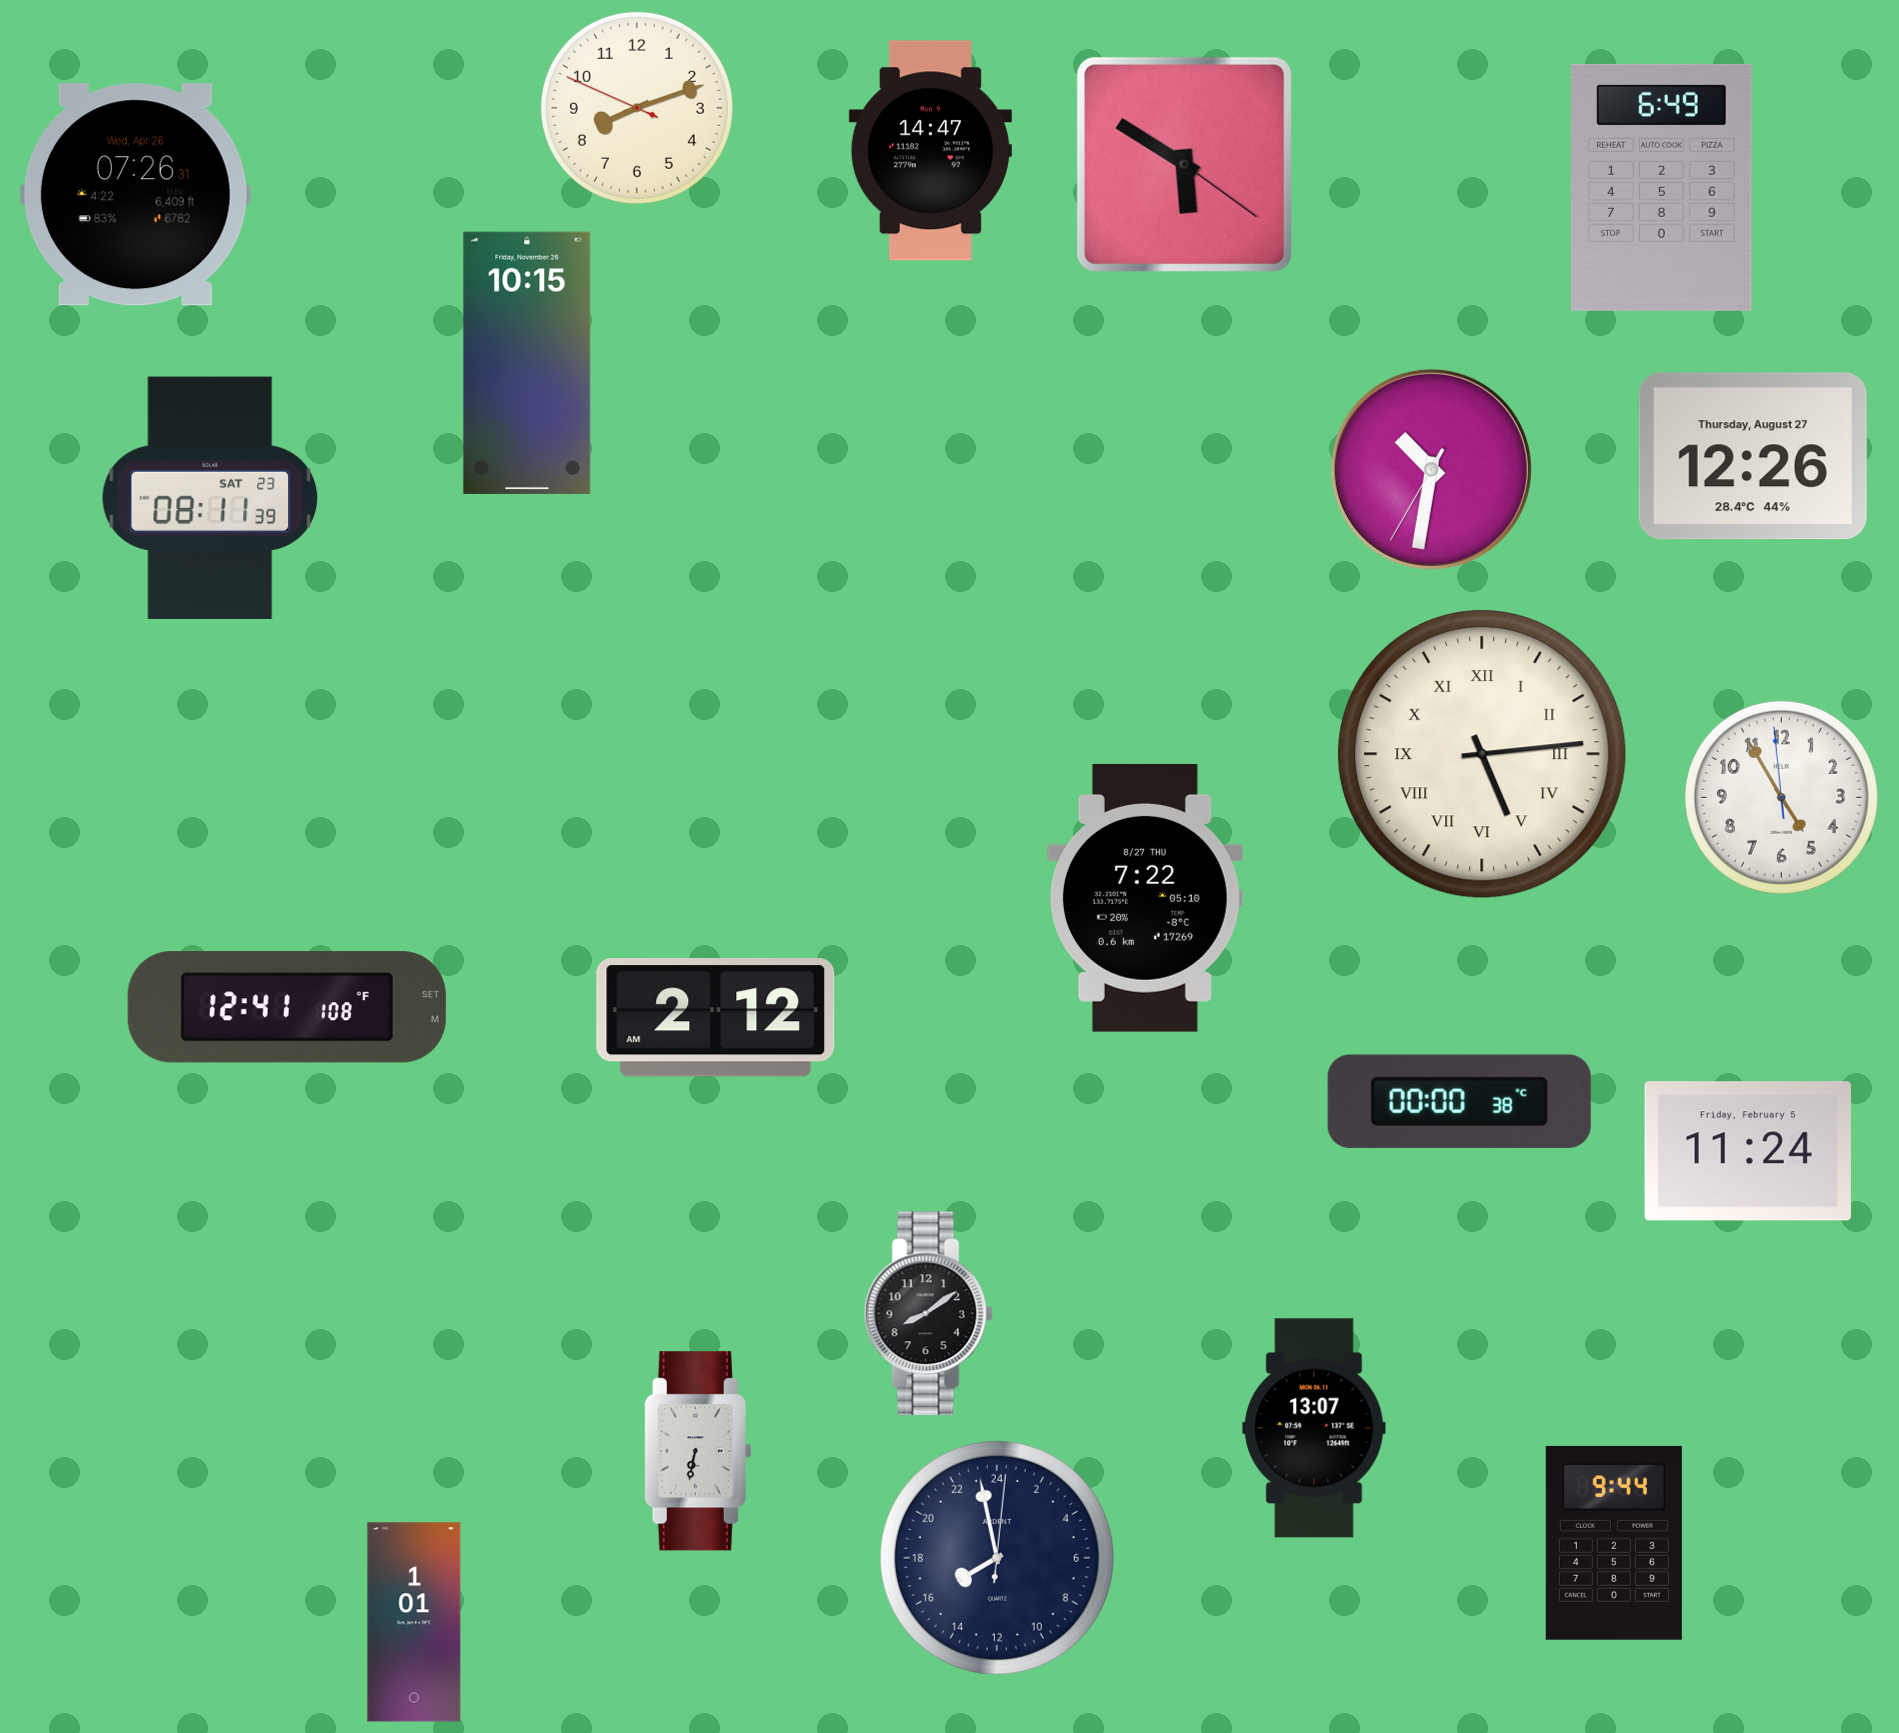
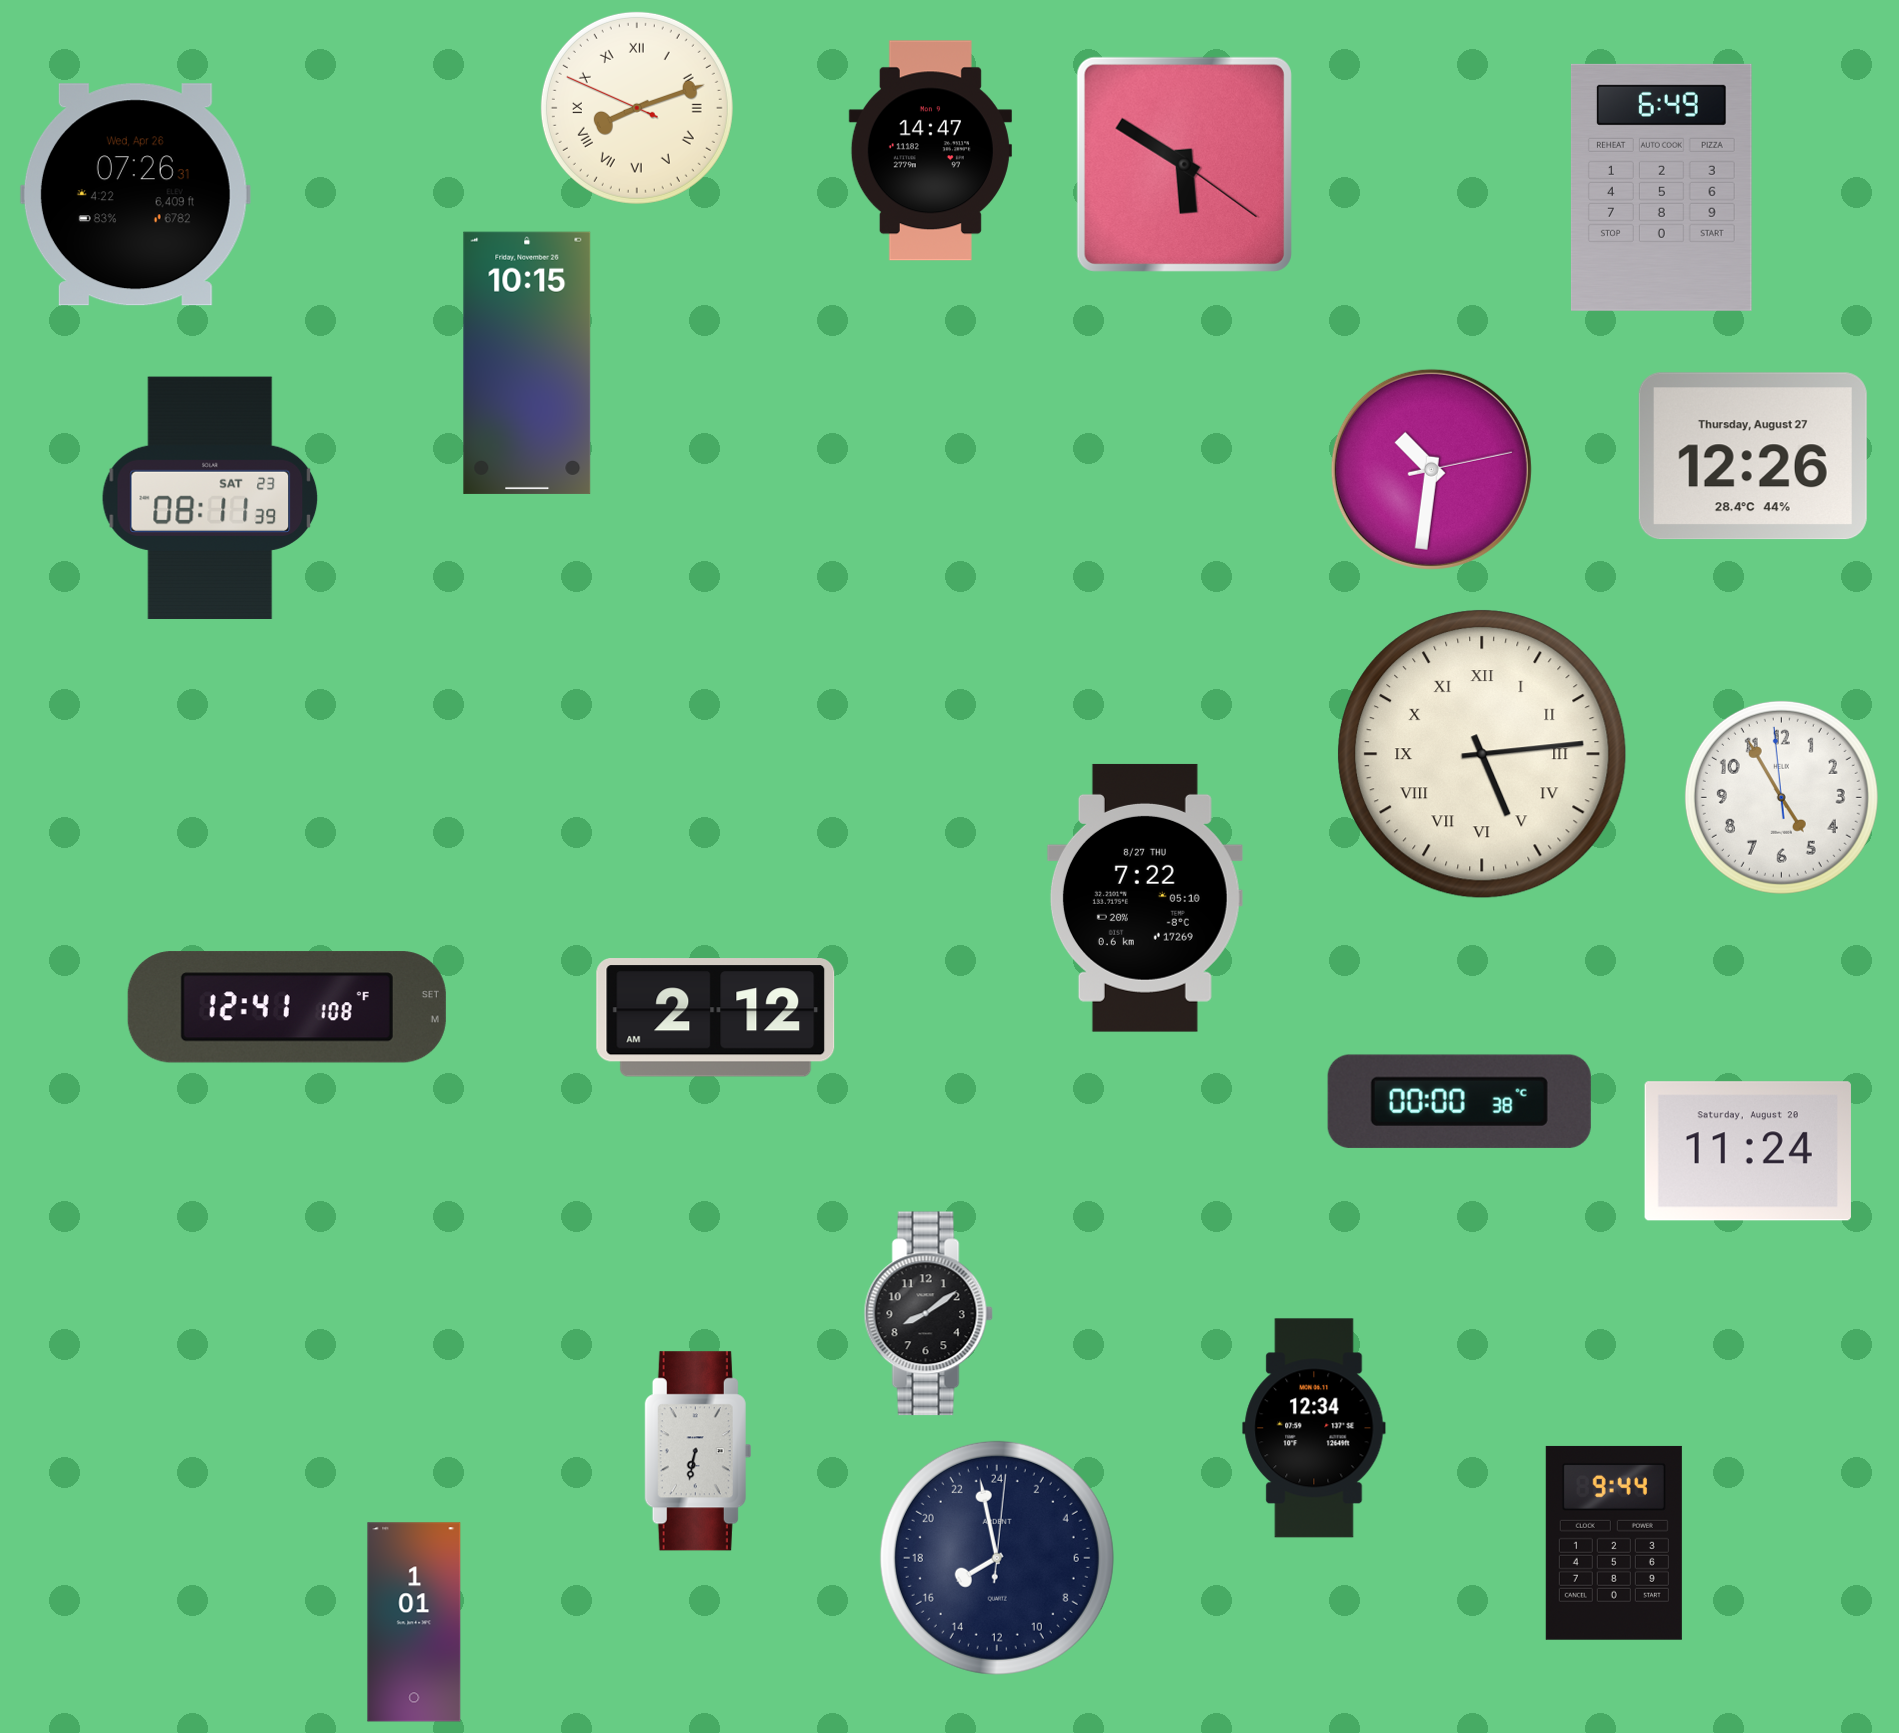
clock at (637, 108) numerals: Arabic -> Roman
clock at (1431, 469): 10:31:35 -> 10:31:13
clock at (1748, 1151) date: Friday, February 5 -> Saturday, August 20
clock at (1314, 1428): 13:07 -> 12:34
